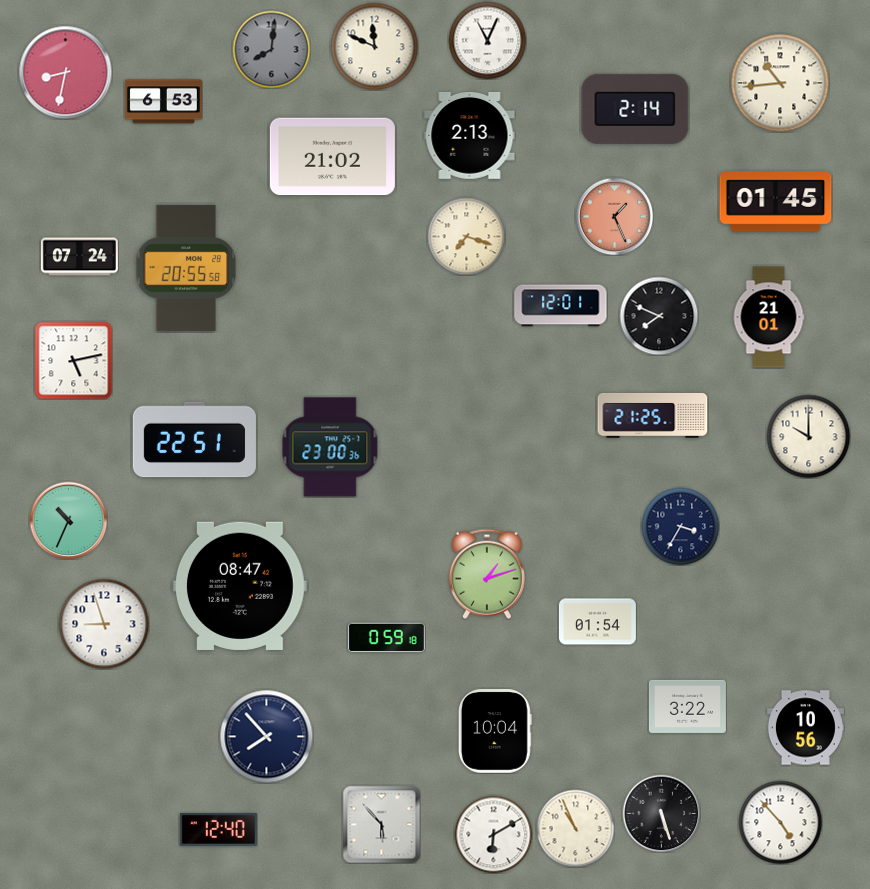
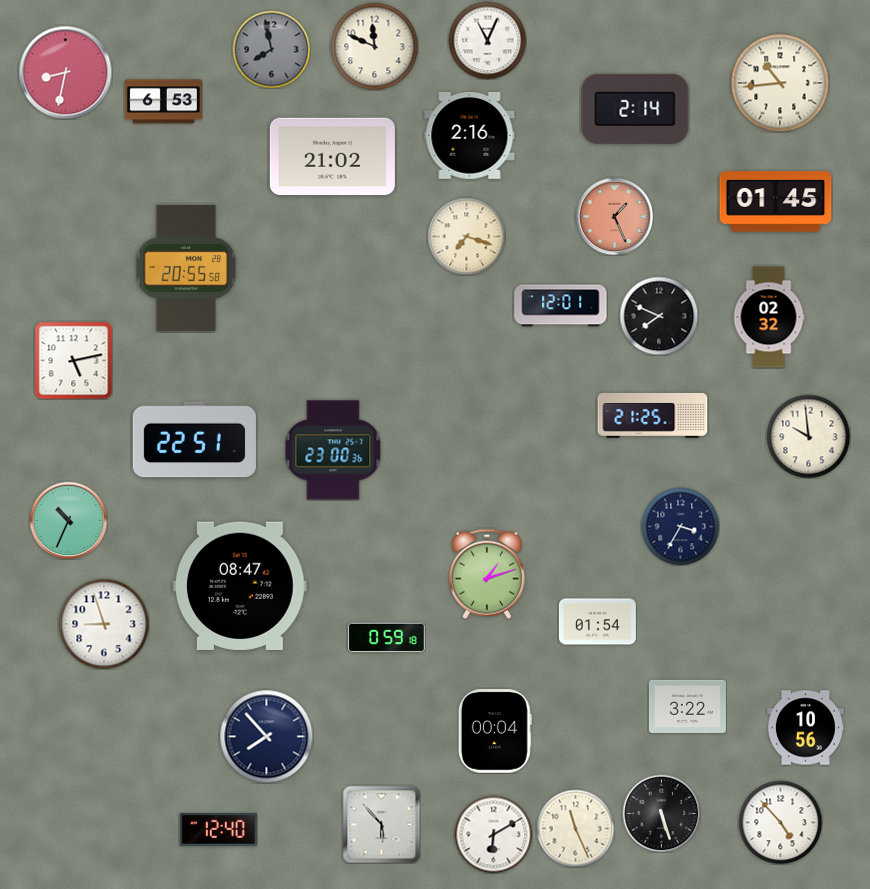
clock at (271, 49): 8:01 -> 7:58
clock at (470, 136): 2:13 -> 2:16
clock at (79, 257): 07:24 -> none
clock at (769, 317): 21:01 -> 02:32
clock at (808, 436): 10:00 -> 9:59
clock at (330, 447) position: (330, 447) -> (333, 450)
clock at (495, 731): 10:04 -> 00:04
clock at (575, 828): 10:56 -> 11:26
